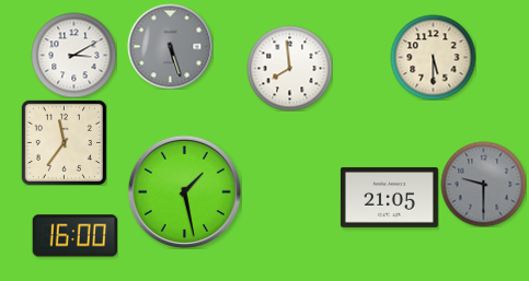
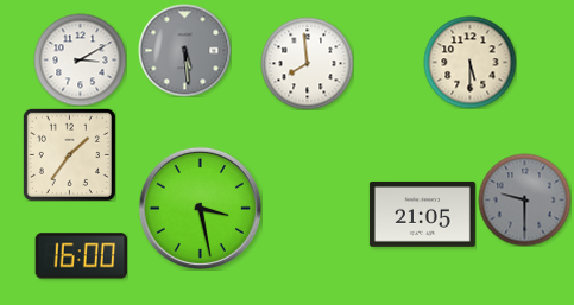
clock at (170, 46): 5:27 -> 5:29
clock at (289, 68) position: (289, 68) -> (307, 63)
clock at (64, 142): 11:36 -> 1:36
clock at (184, 191): 1:28 -> 3:28
